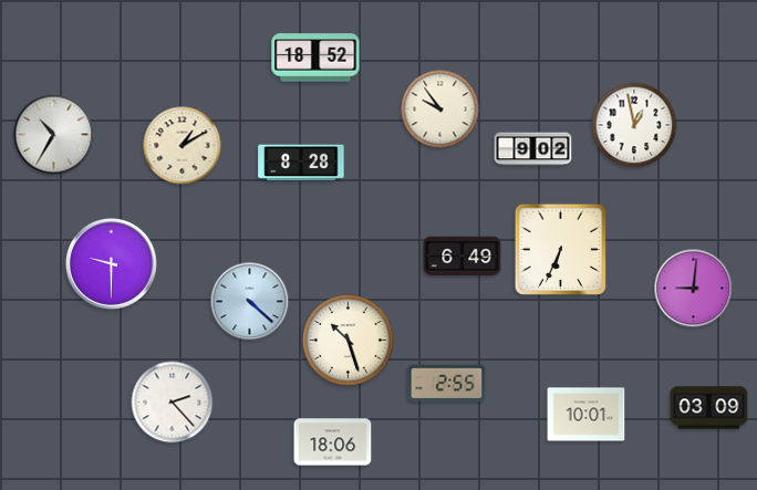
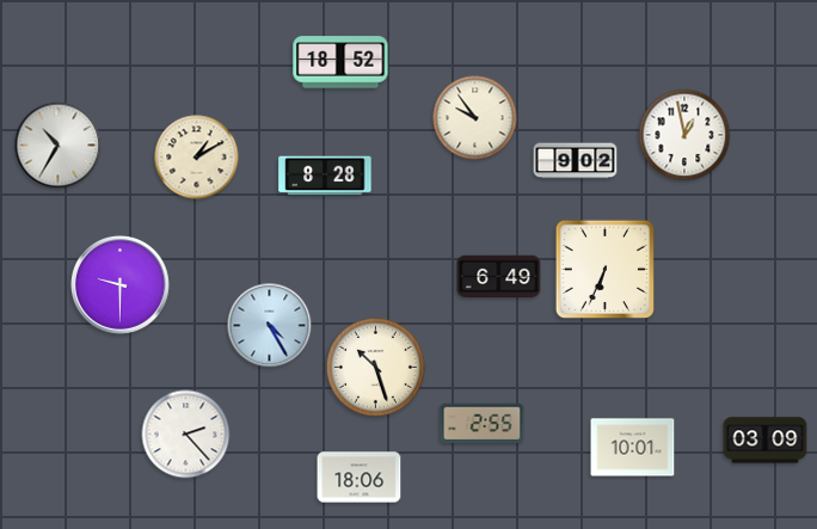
clock at (694, 289): 9:01 -> none
clock at (250, 302): 4:22 -> 4:25
clock at (447, 384) position: (447, 384) -> (483, 424)
